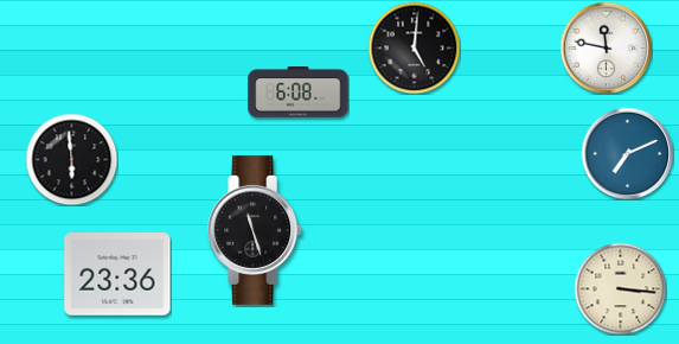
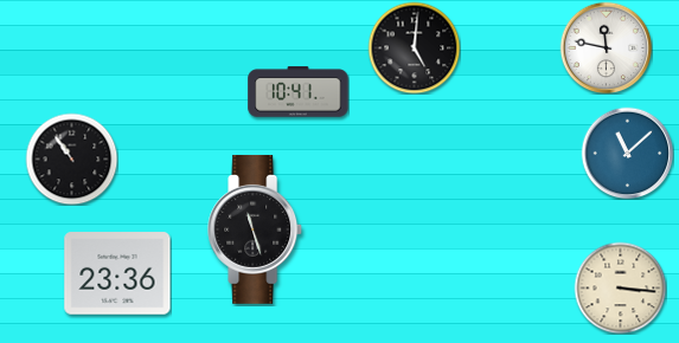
clock at (299, 93): 6:08 -> 10:41
clock at (627, 153): 7:11 -> 11:08
clock at (71, 159): 5:59 -> 10:54
